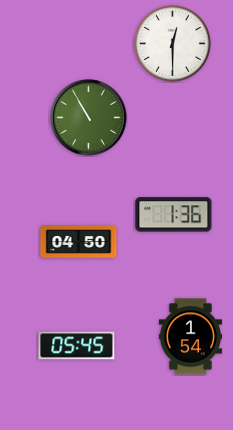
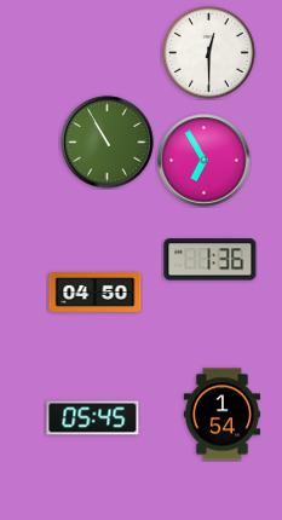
clock at (205, 161): none -> 6:55
clock at (190, 337) position: (190, 337) -> (221, 415)
